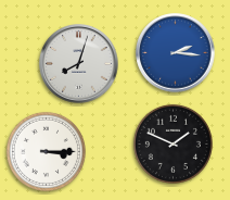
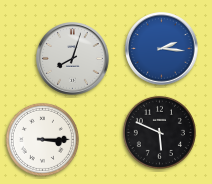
clock at (173, 143): 1:49 -> 5:49
